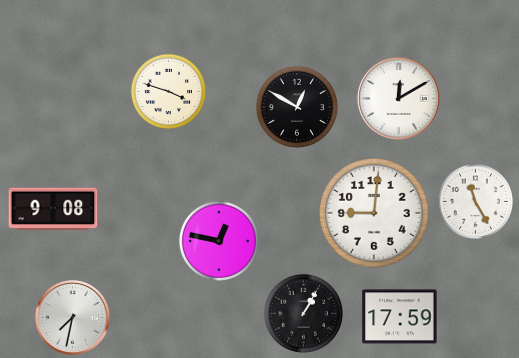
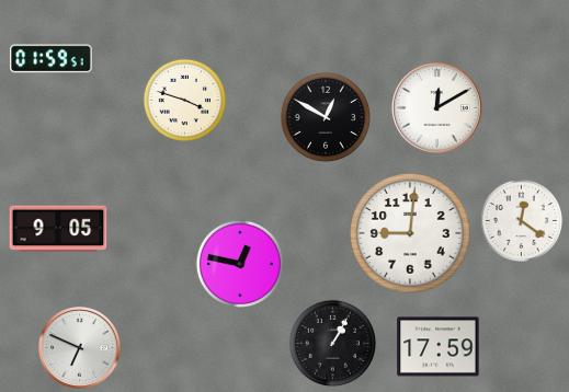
clock at (52, 59): none -> 01:59
clock at (475, 201): 11:25 -> 12:21
clock at (53, 209): 9:08 -> 9:05
clock at (73, 318): 7:32 -> 6:49
